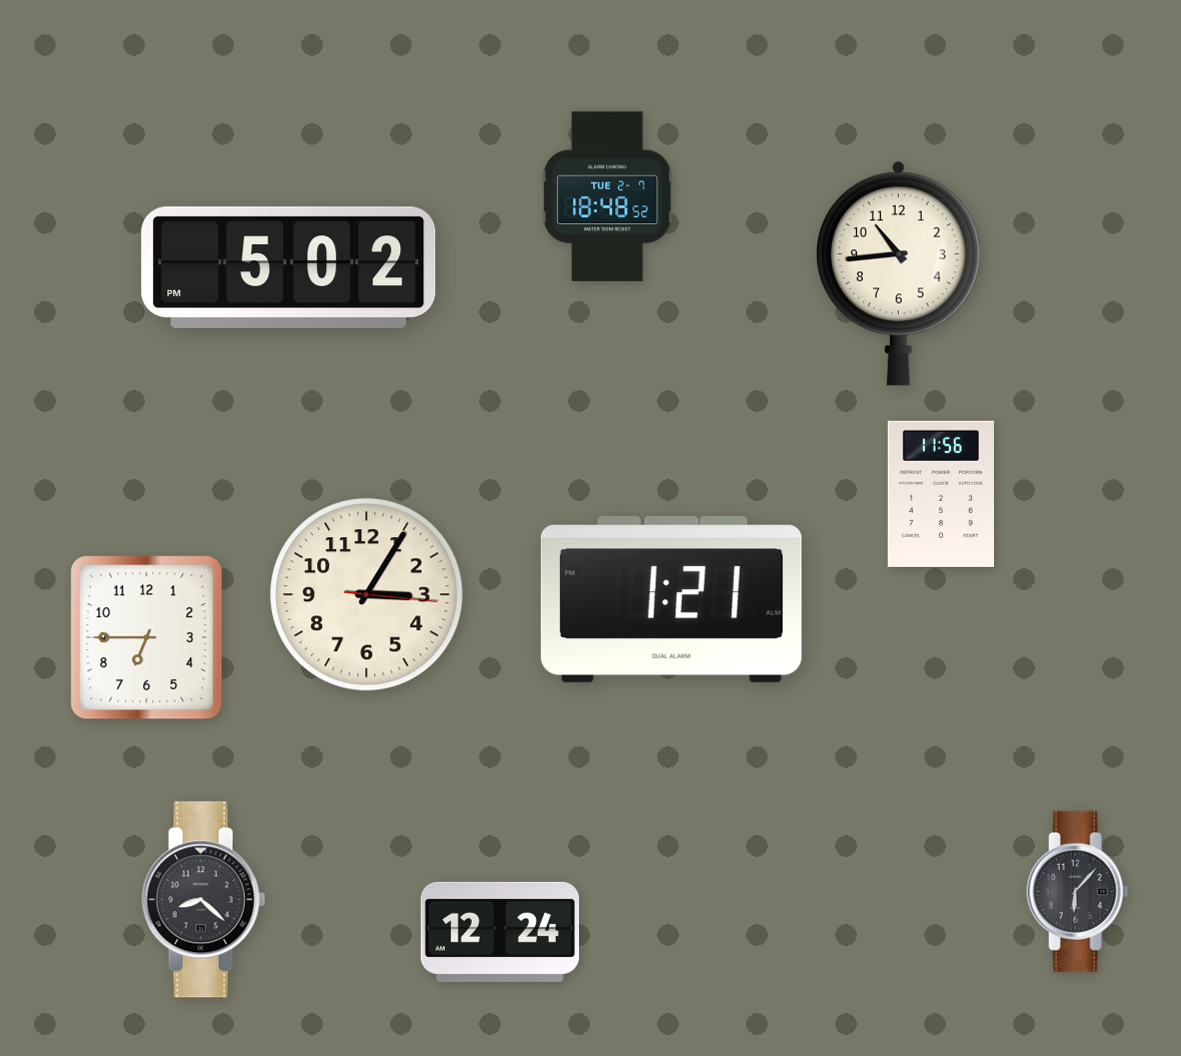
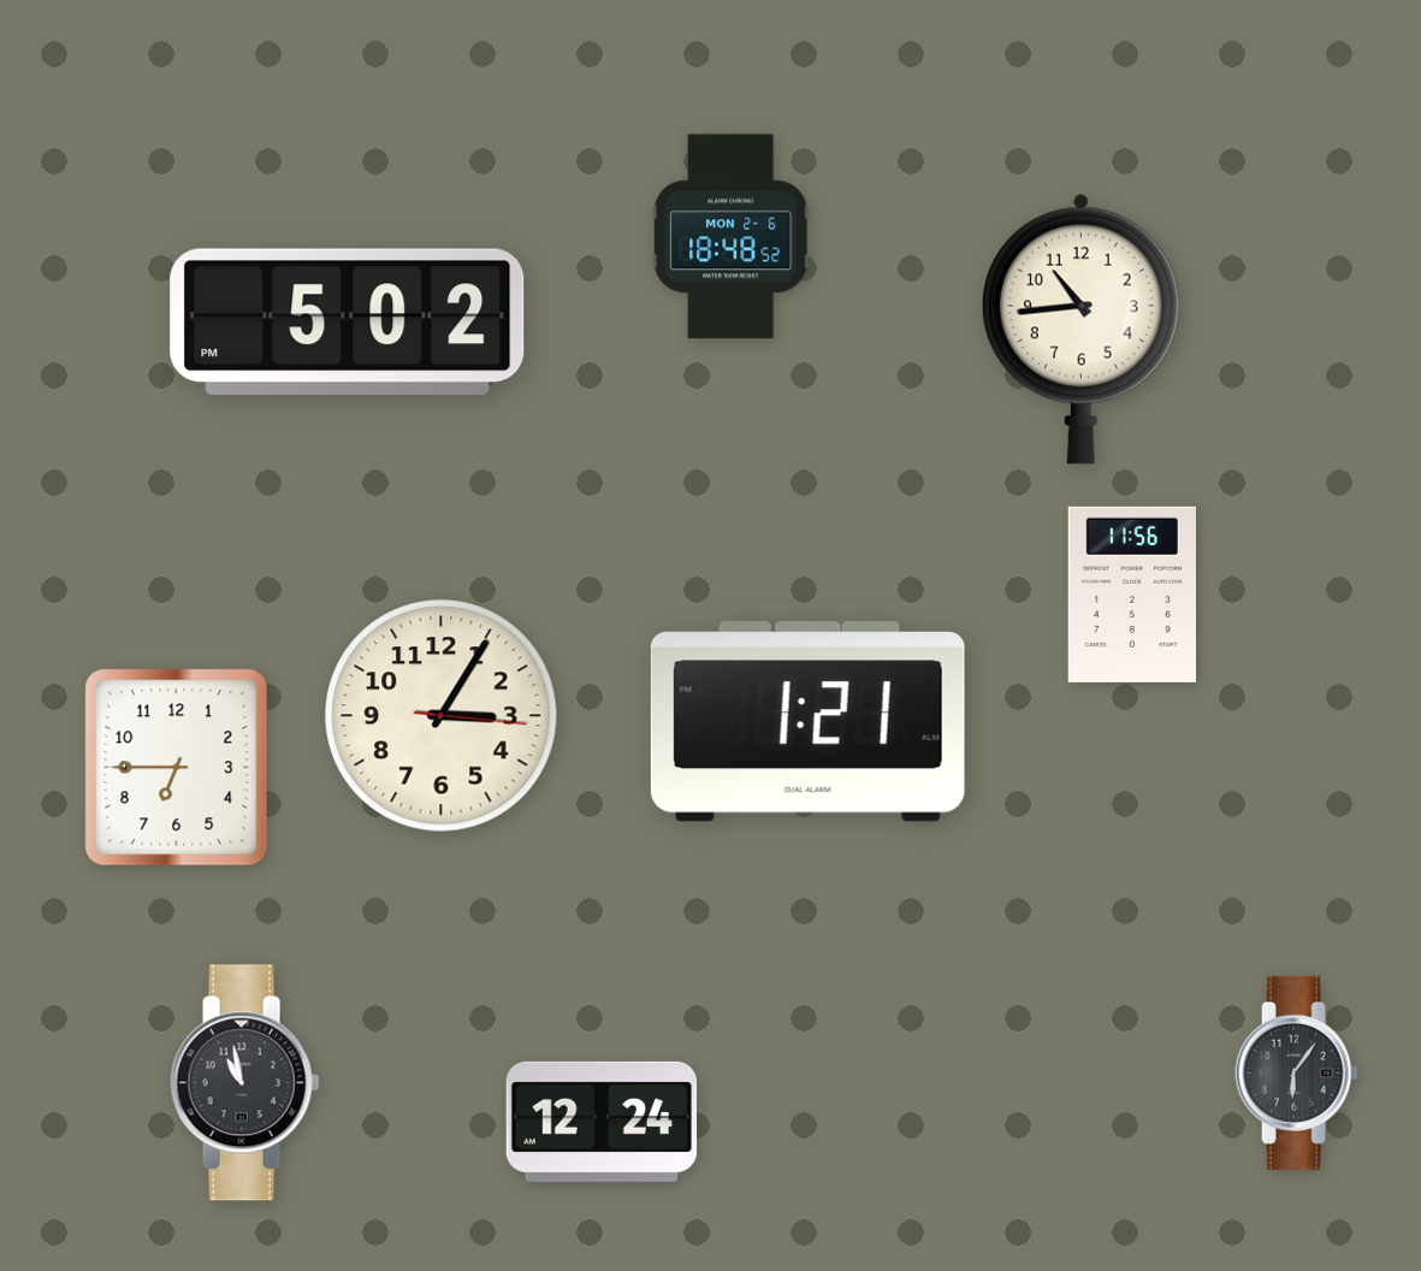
clock at (608, 197) date: TUE 2-7 -> MON 2-6
clock at (1078, 891): 6:07 -> 6:06
clock at (204, 900): 8:22 -> 10:58
